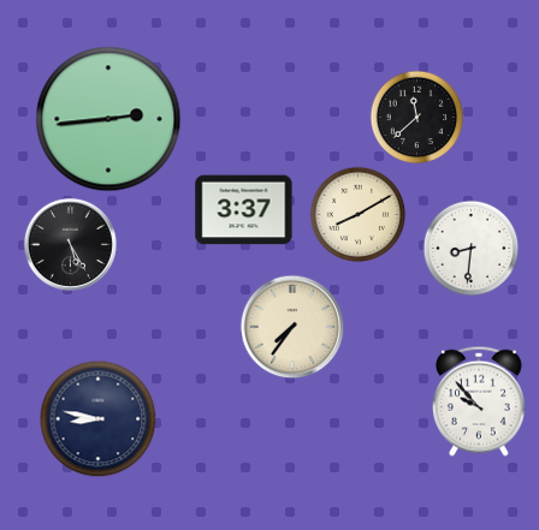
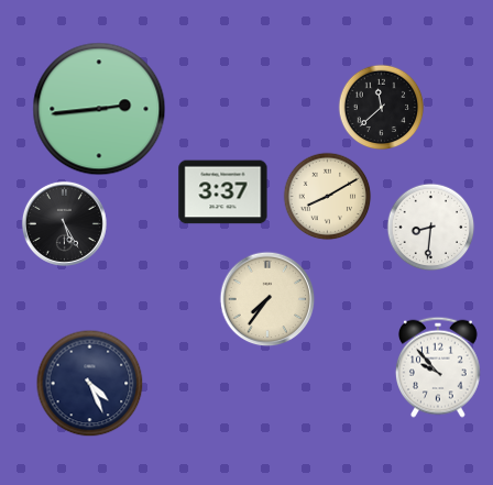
clock at (97, 418): 8:47 -> 4:26
